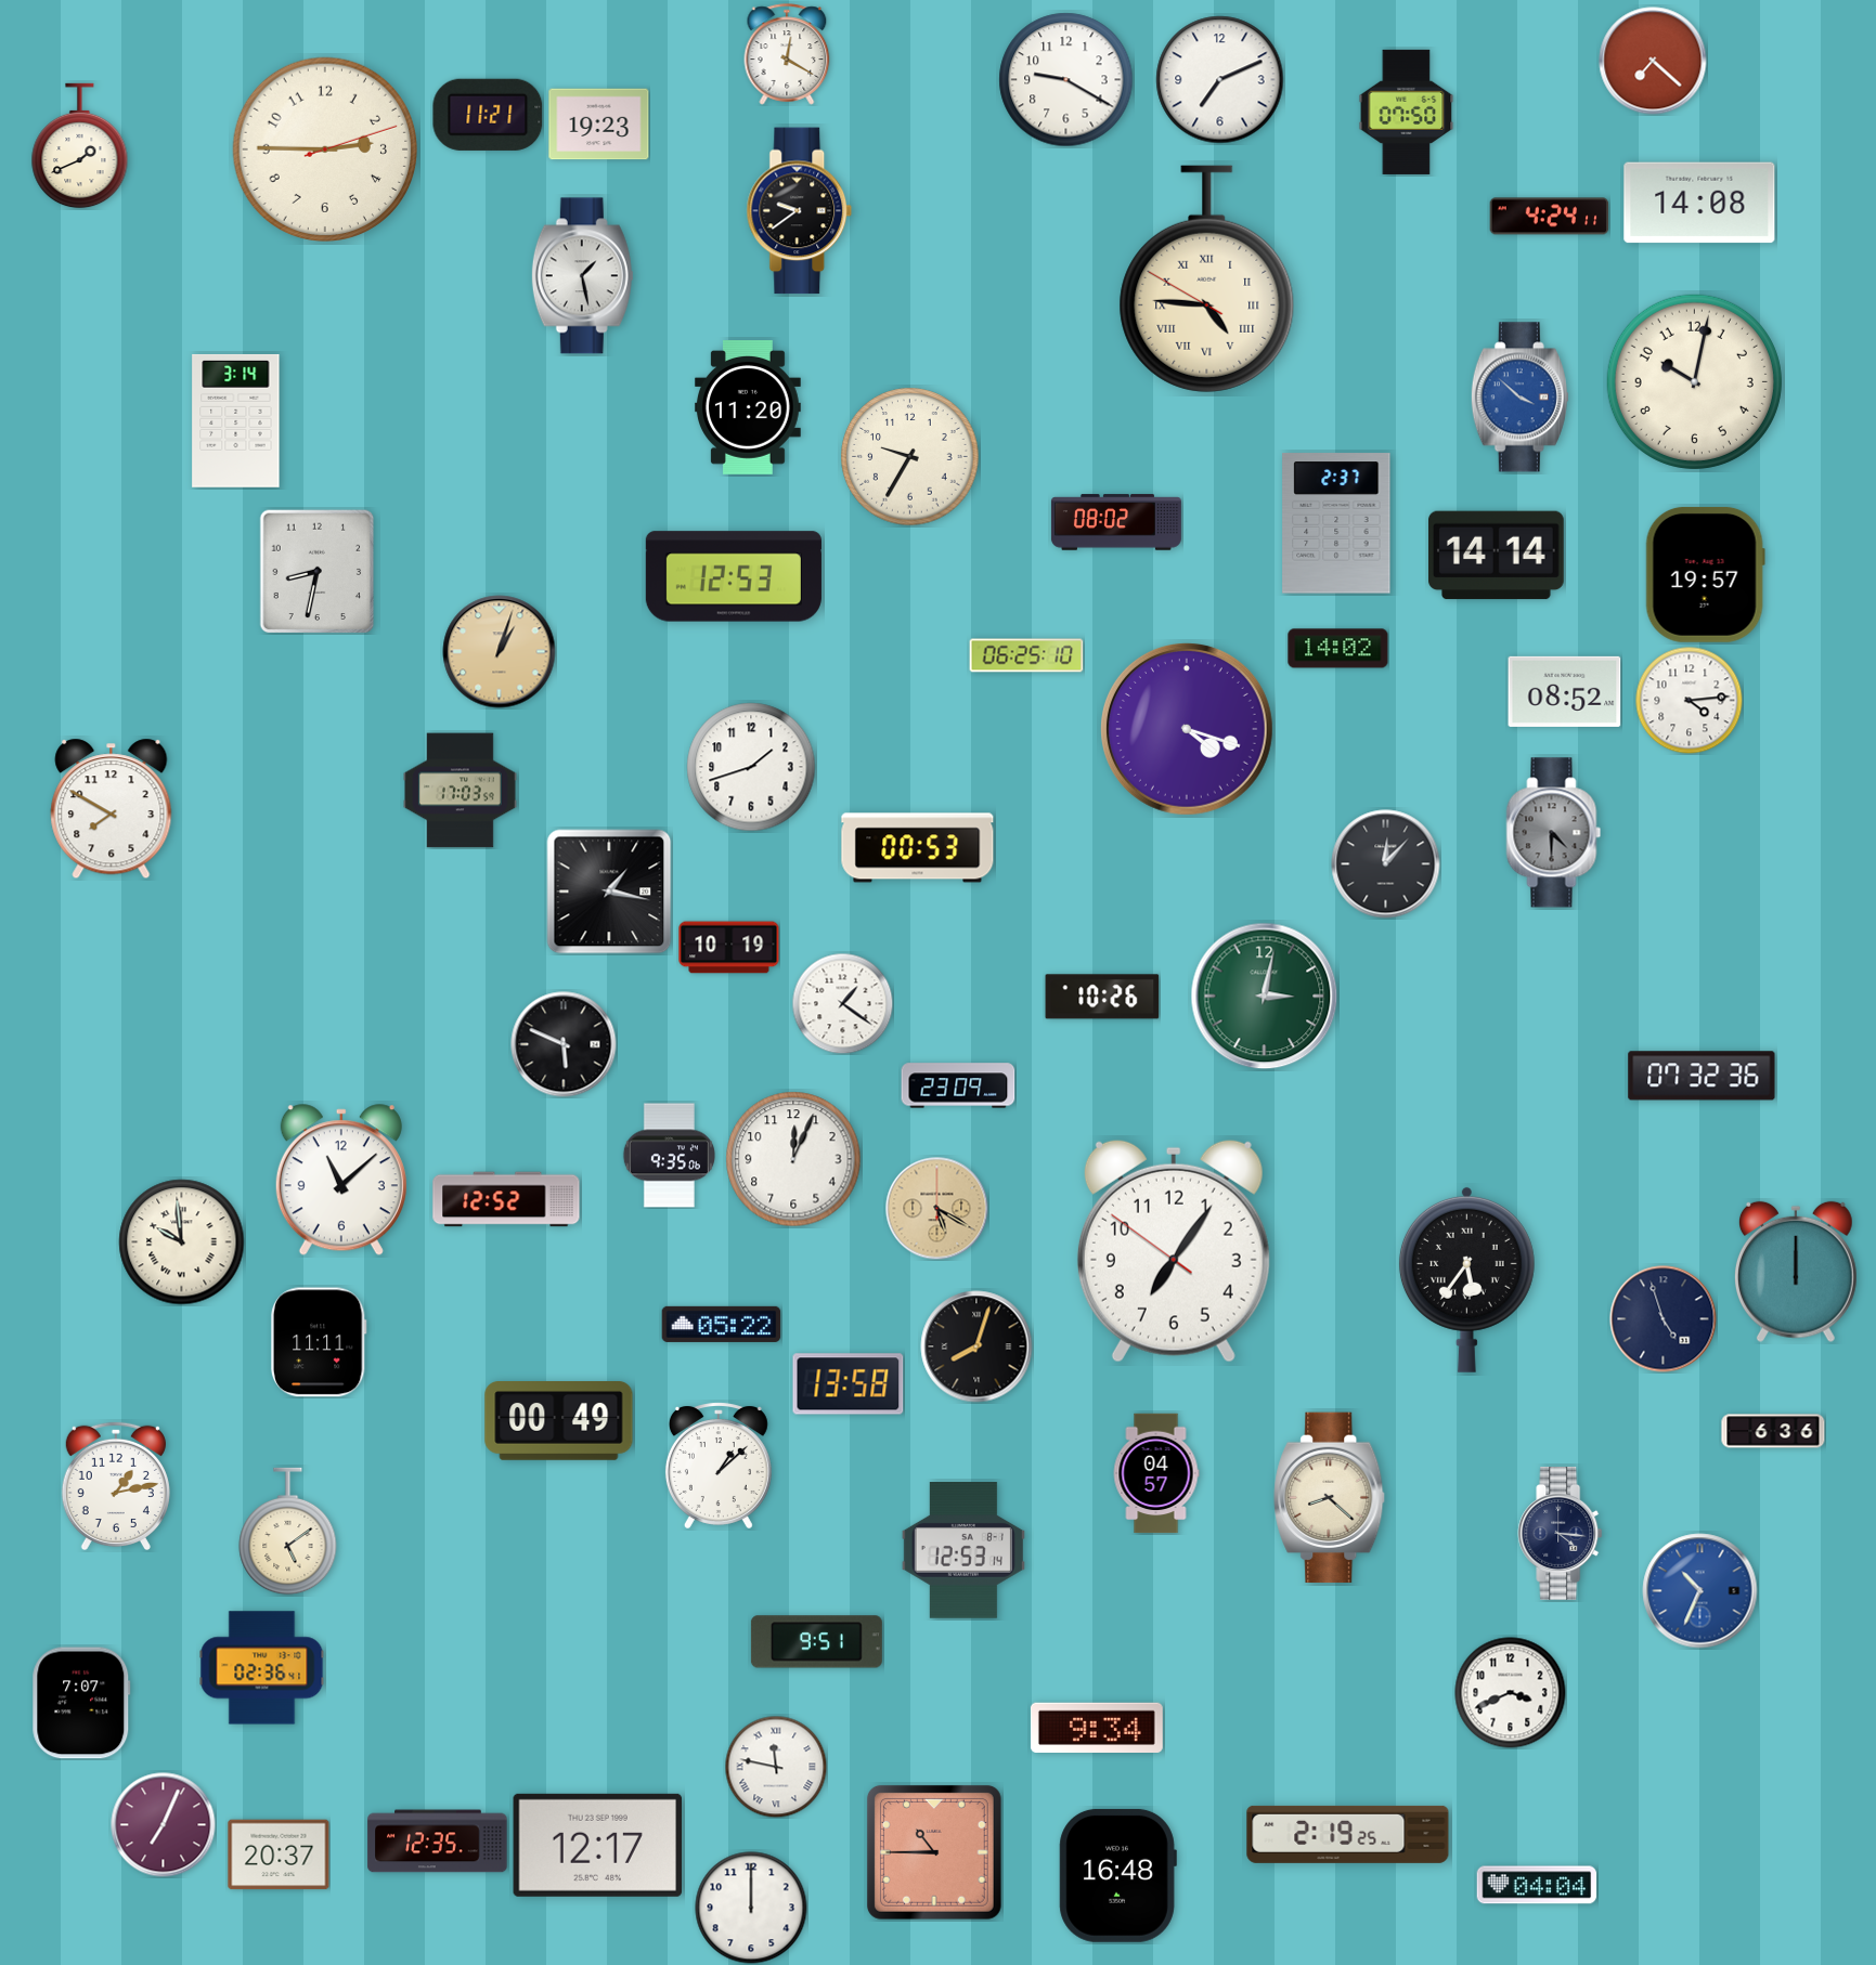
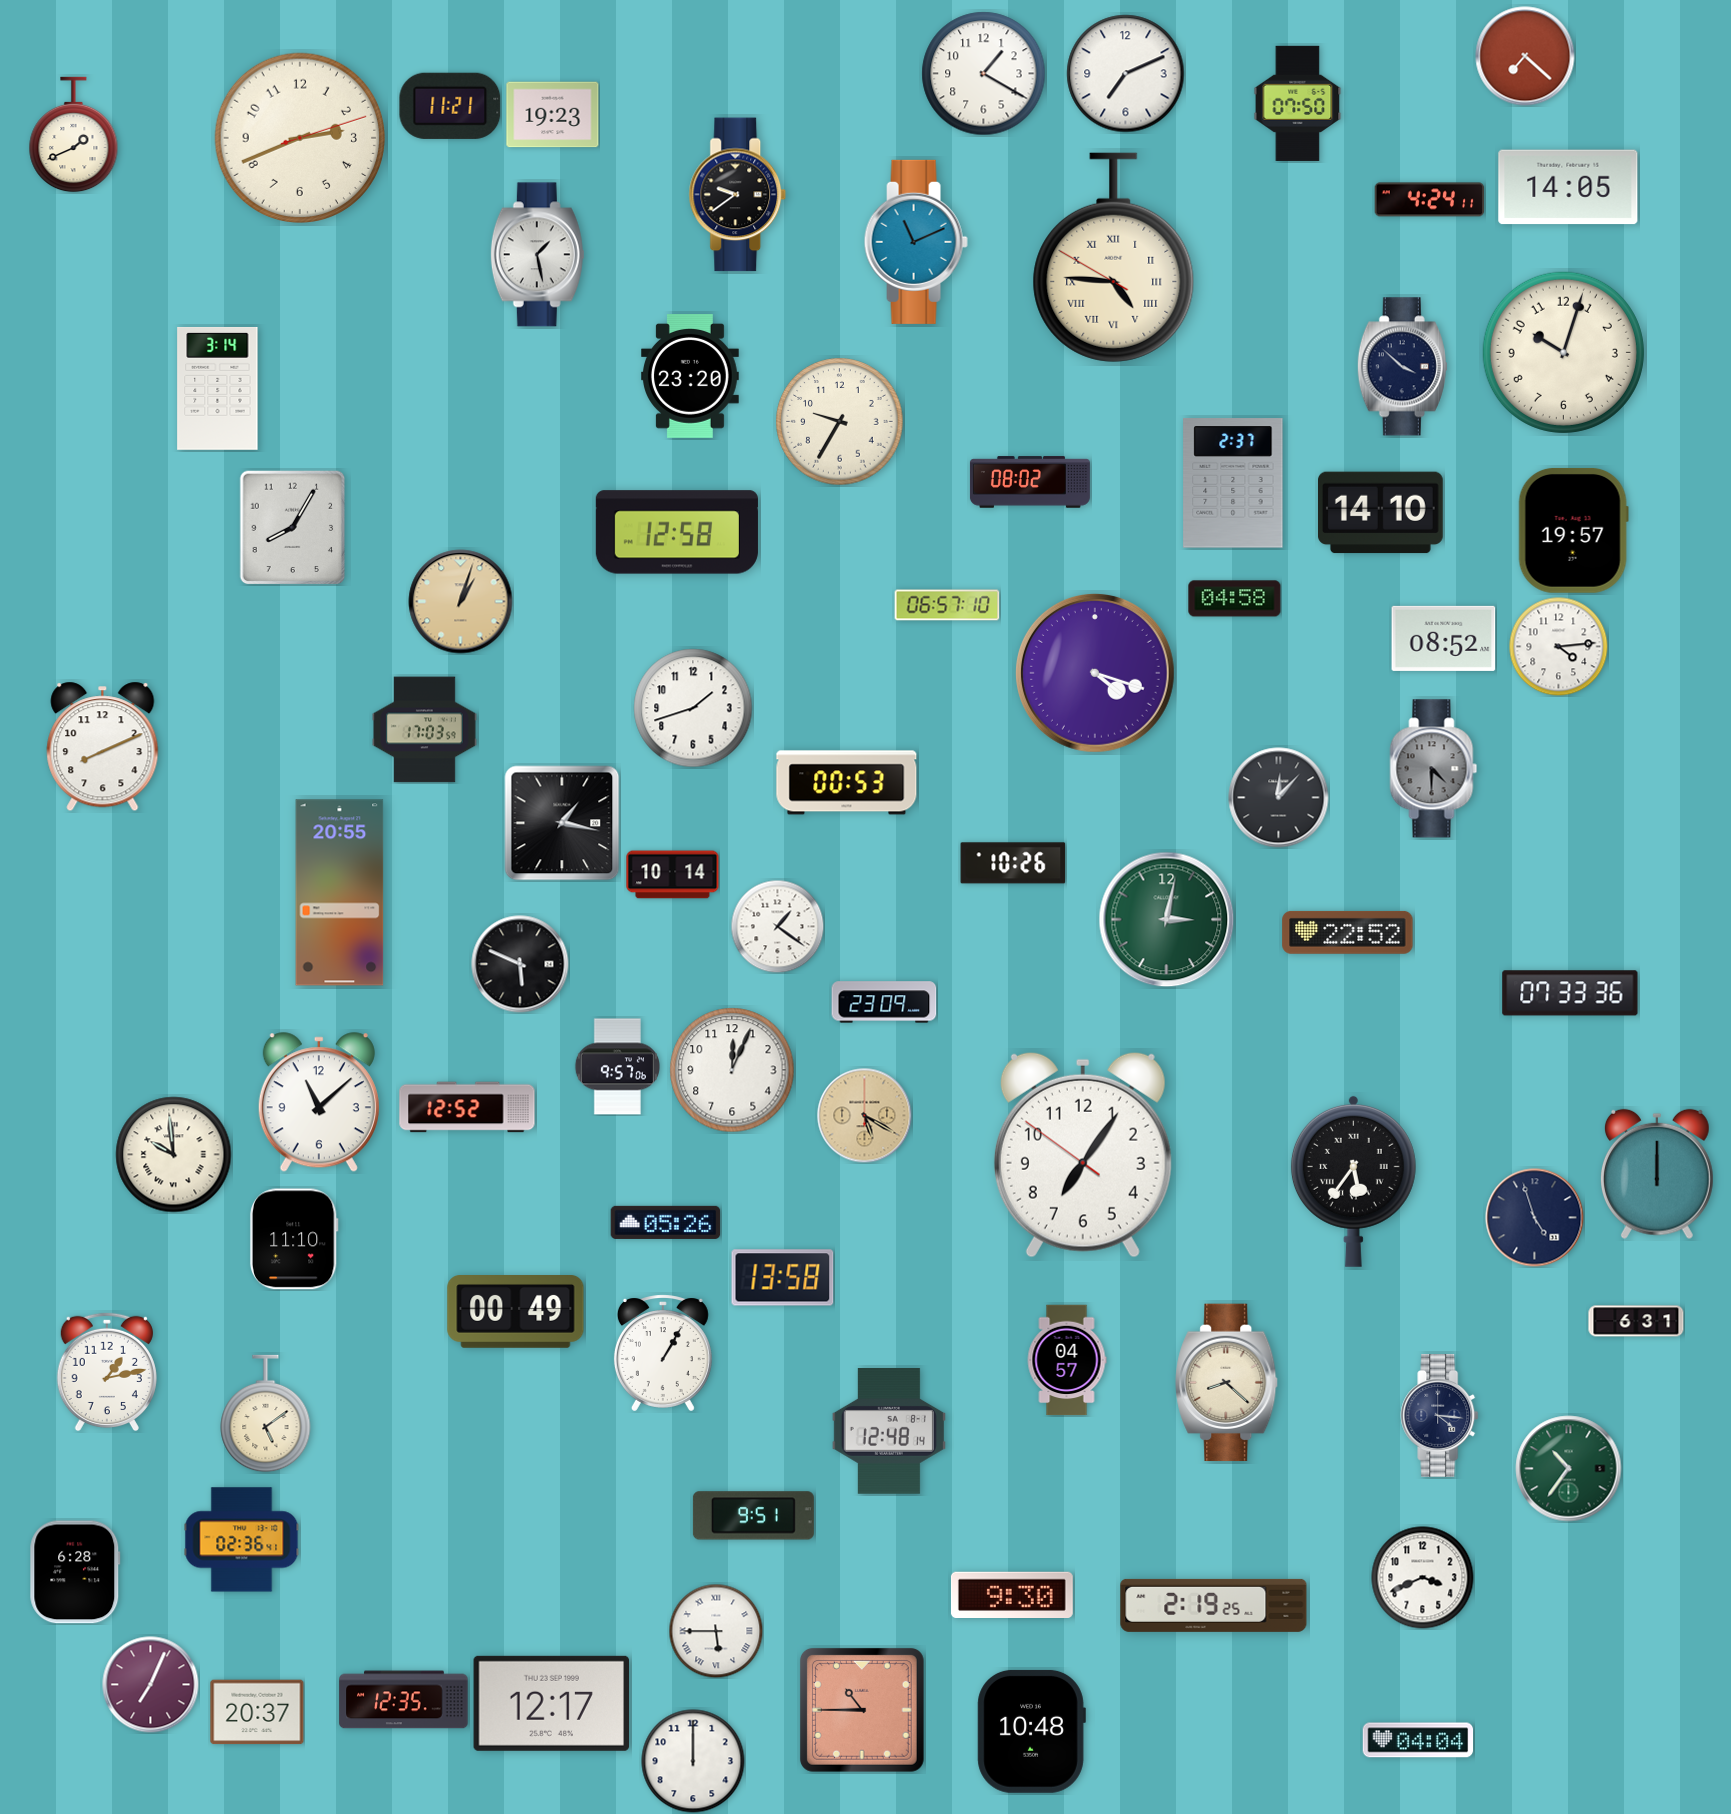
clock at (787, 54): 12:20 -> none
clock at (1066, 80): 9:20 -> 1:20
clock at (324, 148): 2:45 -> 2:41
clock at (1699, 203): 14:08 -> 14:05
clock at (916, 242): none -> 11:11
clock at (1694, 381): 10:02 -> 10:03
clock at (1519, 398) dial: blue -> navy
clock at (749, 408): 11:20 -> 23:20
clock at (1497, 556): 14:14 -> 14:10
clock at (318, 572): 8:32 -> 8:05
clock at (734, 576): 12:53 -> 12:58
clock at (1338, 649): 14:02 -> 04:58
clock at (1026, 655): 06:25 -> 06:57
clock at (112, 809): 7:50 -> 8:11
clock at (729, 948): 10:19 -> 10:14
clock at (340, 893): none -> 20:55
clock at (1102, 997) position: (1102, 997) -> (1013, 863)
clock at (1348, 932): none -> 22:52
clock at (1702, 1076): 07:32 -> 07:33
clock at (669, 1156): 9:35 -> 9:57
clock at (341, 1181) position: (341, 1181) -> (319, 1103)
clock at (182, 1242) position: (182, 1242) -> (174, 1155)
clock at (722, 1324): 05:22 -> 05:26
clock at (319, 1342): 11:11 -> 11:10
clock at (976, 1346): 8:03 -> none
clock at (1773, 1431): 6:36 -> 6:31
clock at (719, 1466): 1:08 -> 1:05
clock at (963, 1551): 12:53 -> 12:48
clock at (1700, 1591): 10:34 -> 10:36
clock at (1700, 1591) dial: blue -> green
clock at (1511, 1693) position: (1511, 1693) -> (1423, 1578)
clock at (81, 1703): 7:07 -> 6:28
clock at (1097, 1727): 9:34 -> 9:30
clock at (776, 1767): 11:47 -> 5:45
clock at (1348, 1834) position: (1348, 1834) -> (1214, 1605)
clock at (1117, 1875): 16:48 -> 10:48
